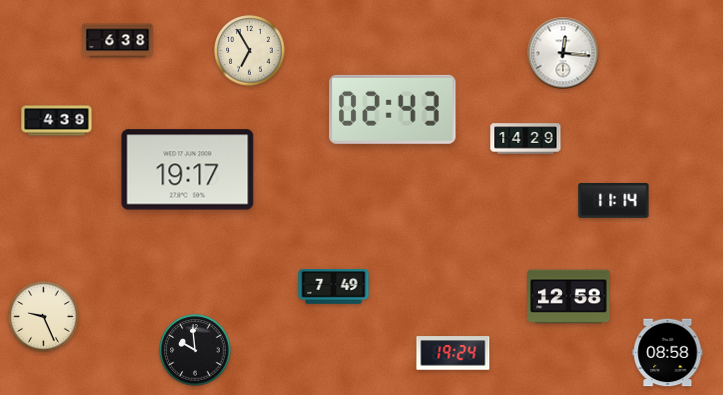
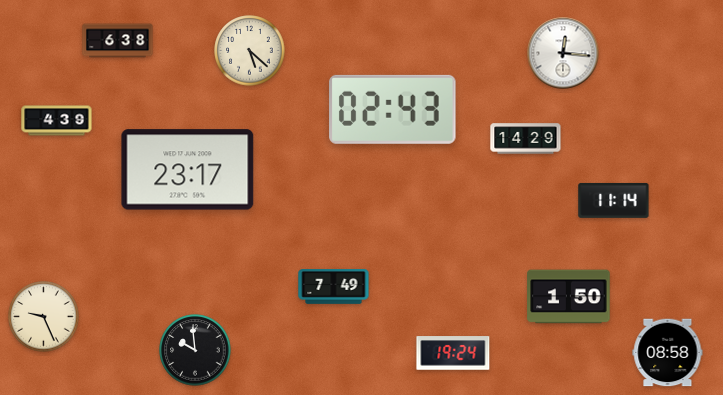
clock at (250, 51): 6:55 -> 5:22
clock at (188, 170): 19:17 -> 23:17
clock at (569, 297): 12:58 -> 1:50
